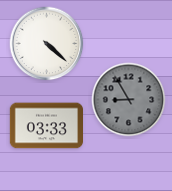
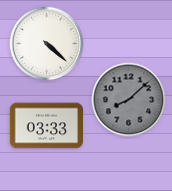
clock at (129, 100): 8:55 -> 8:08
